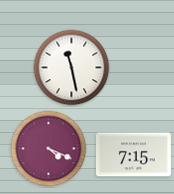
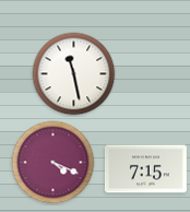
clock at (72, 68) position: (72, 68) -> (74, 74)
